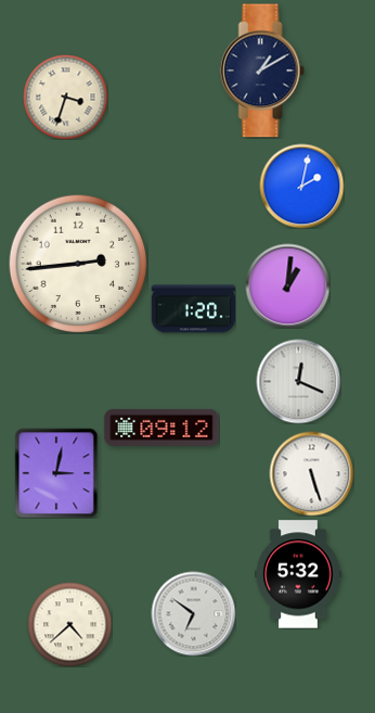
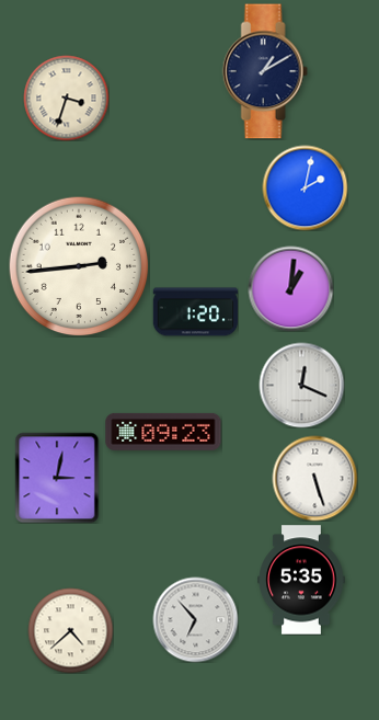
clock at (161, 428): 09:12 -> 09:23
clock at (298, 574): 5:32 -> 5:35
clock at (193, 613): 6:51 -> 6:53
